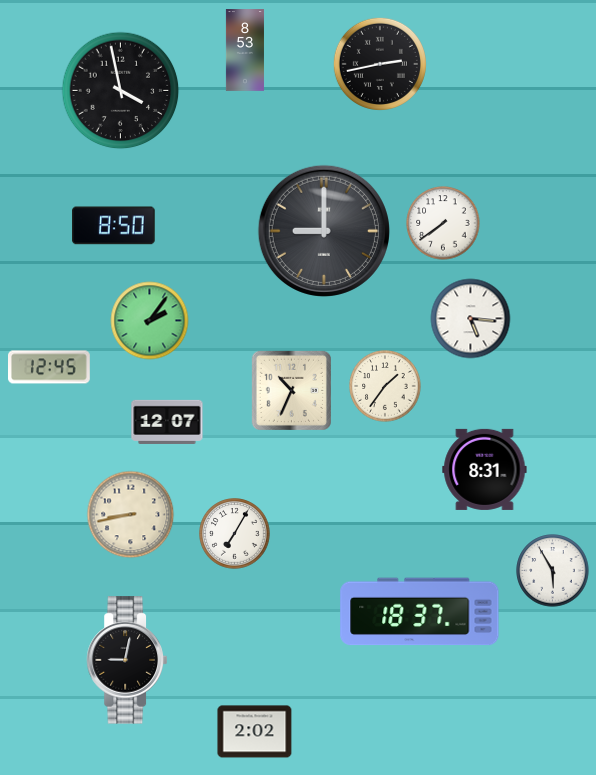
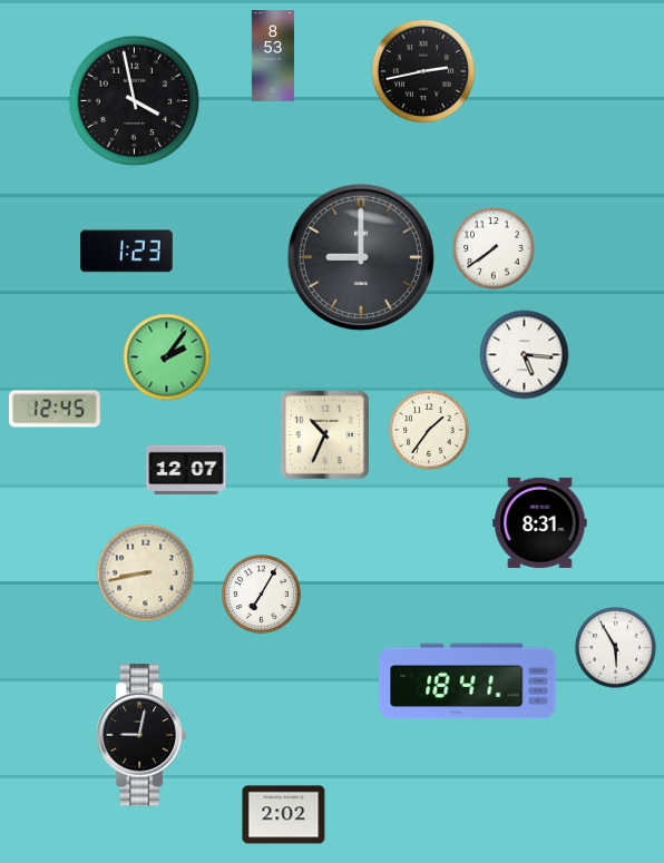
clock at (114, 226): 8:50 -> 1:23
clock at (553, 571) position: (553, 571) -> (616, 648)
clock at (420, 612): 18:37 -> 18:41
